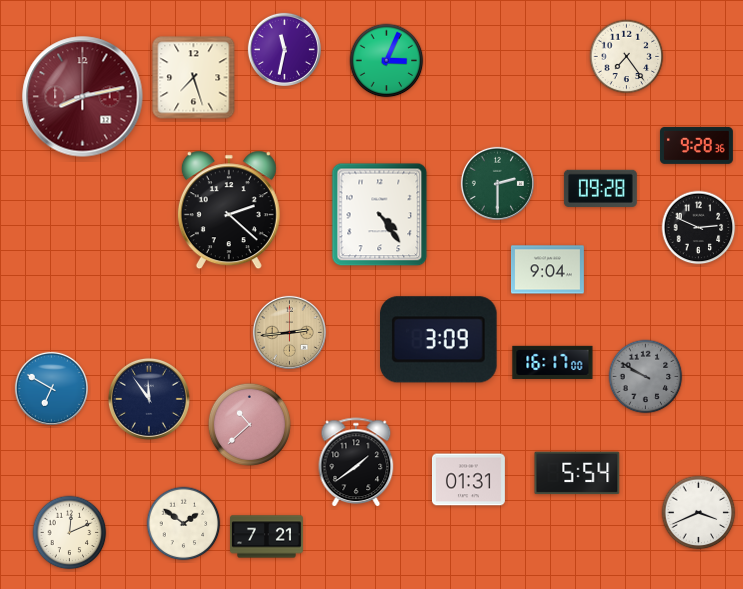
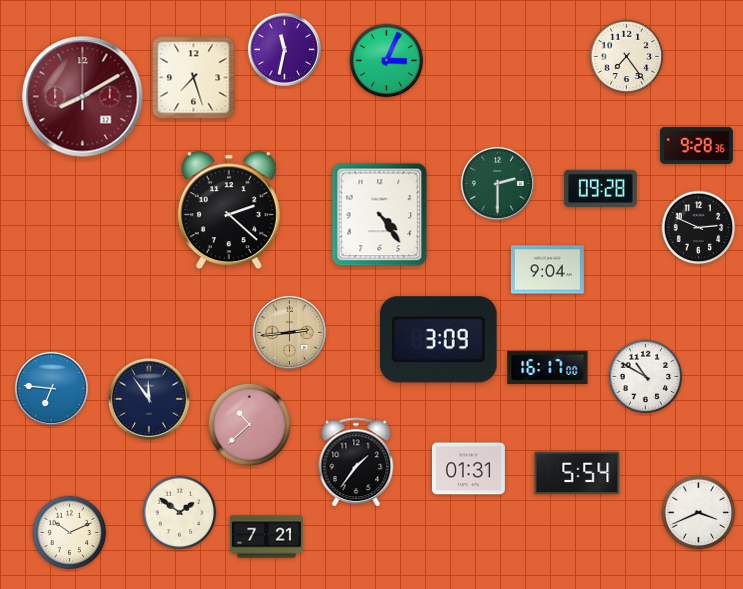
clock at (83, 97): 8:13 -> 8:10
clock at (553, 362) position: (553, 362) -> (548, 367)
clock at (646, 377): 9:50 -> 10:50
clock at (646, 377) dial: grey -> white
clock at (51, 388): 6:50 -> 6:46
clock at (356, 462): 1:39 -> 1:36
clock at (468, 480) position: (468, 480) -> (468, 469)
clock at (184, 524) position: (184, 524) -> (180, 513)
clock at (70, 533): 12:11 -> 10:11
